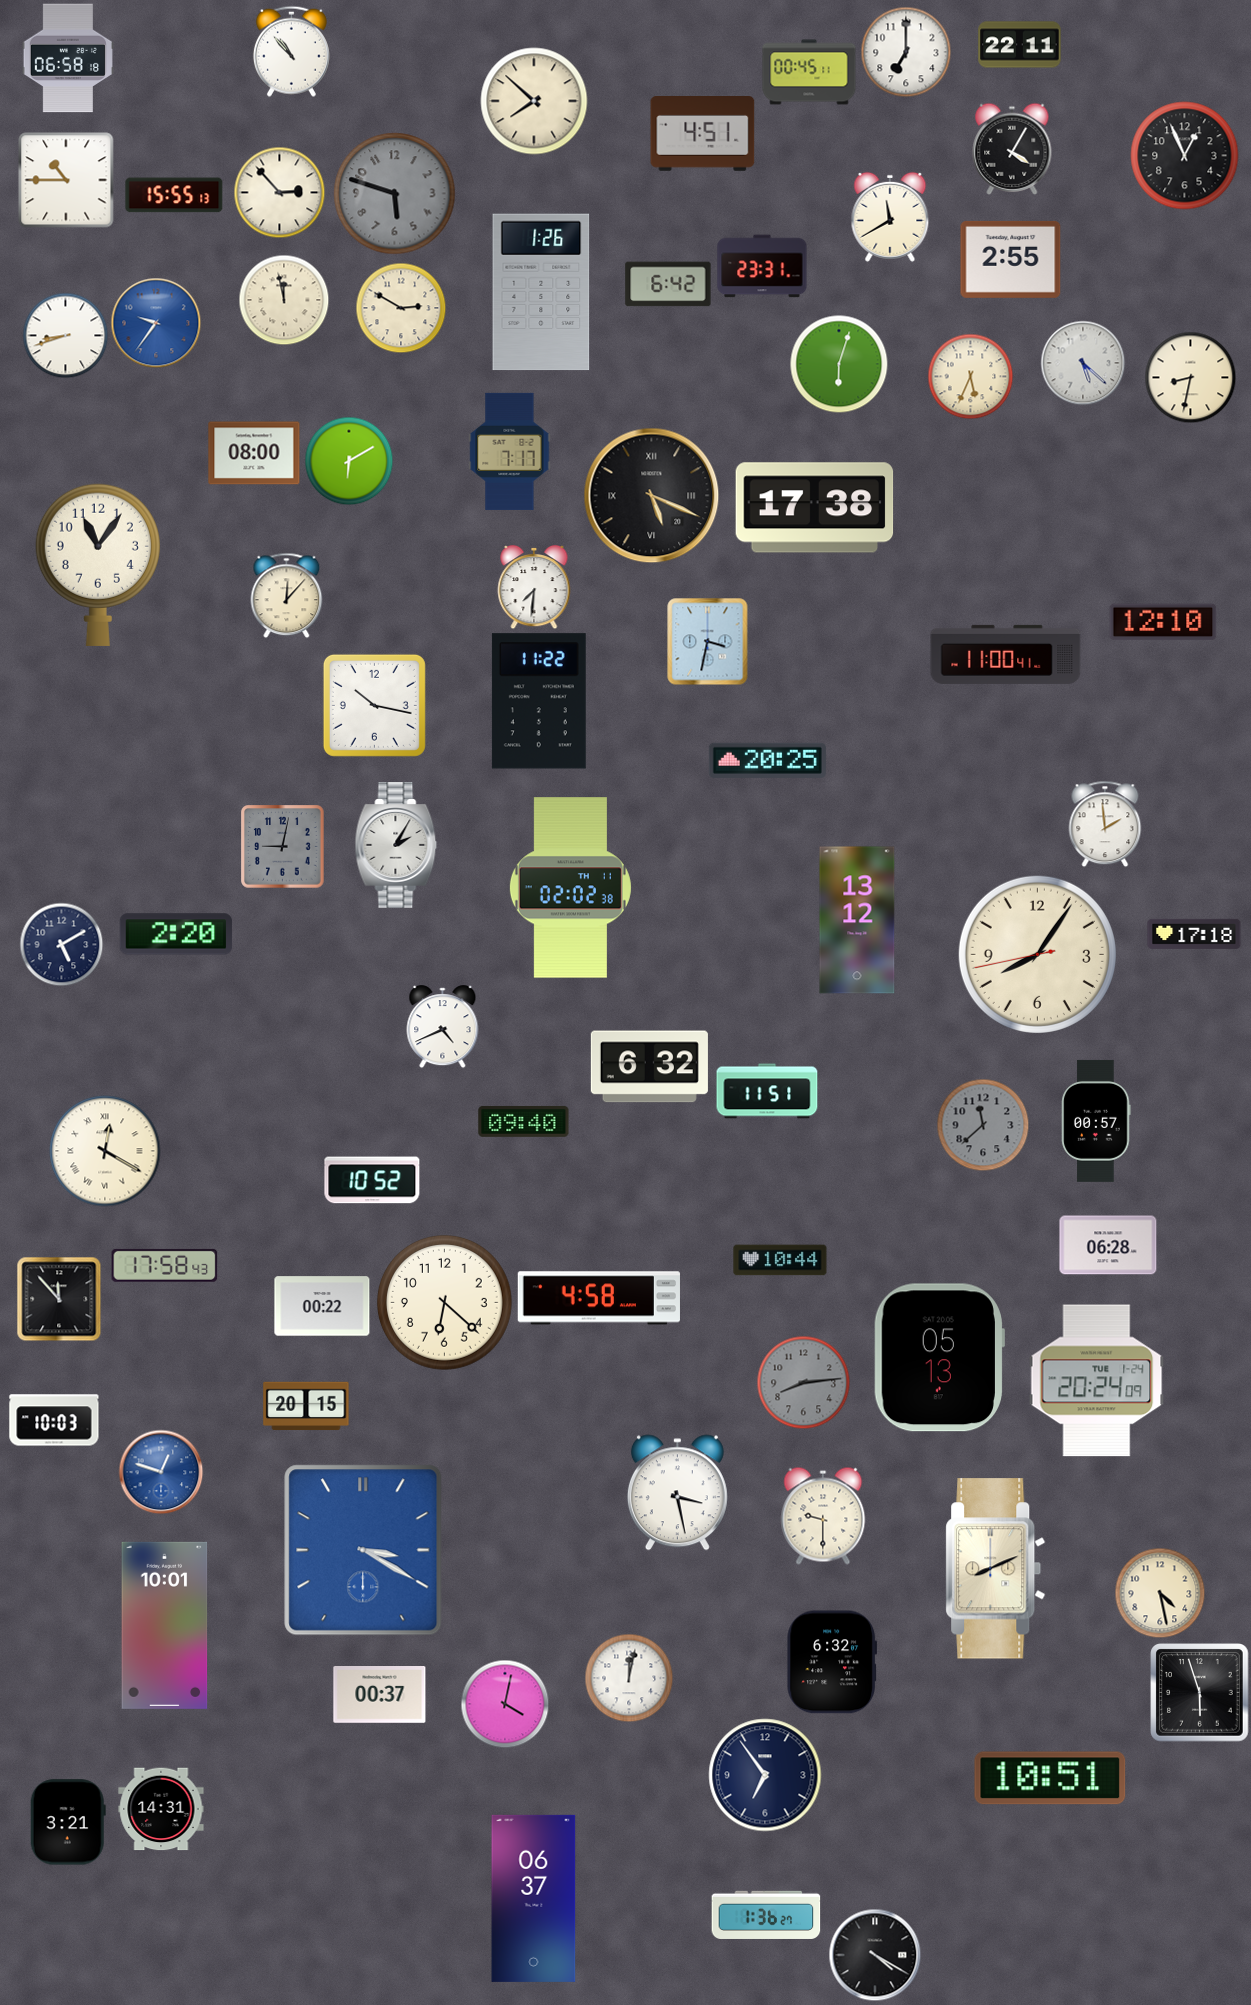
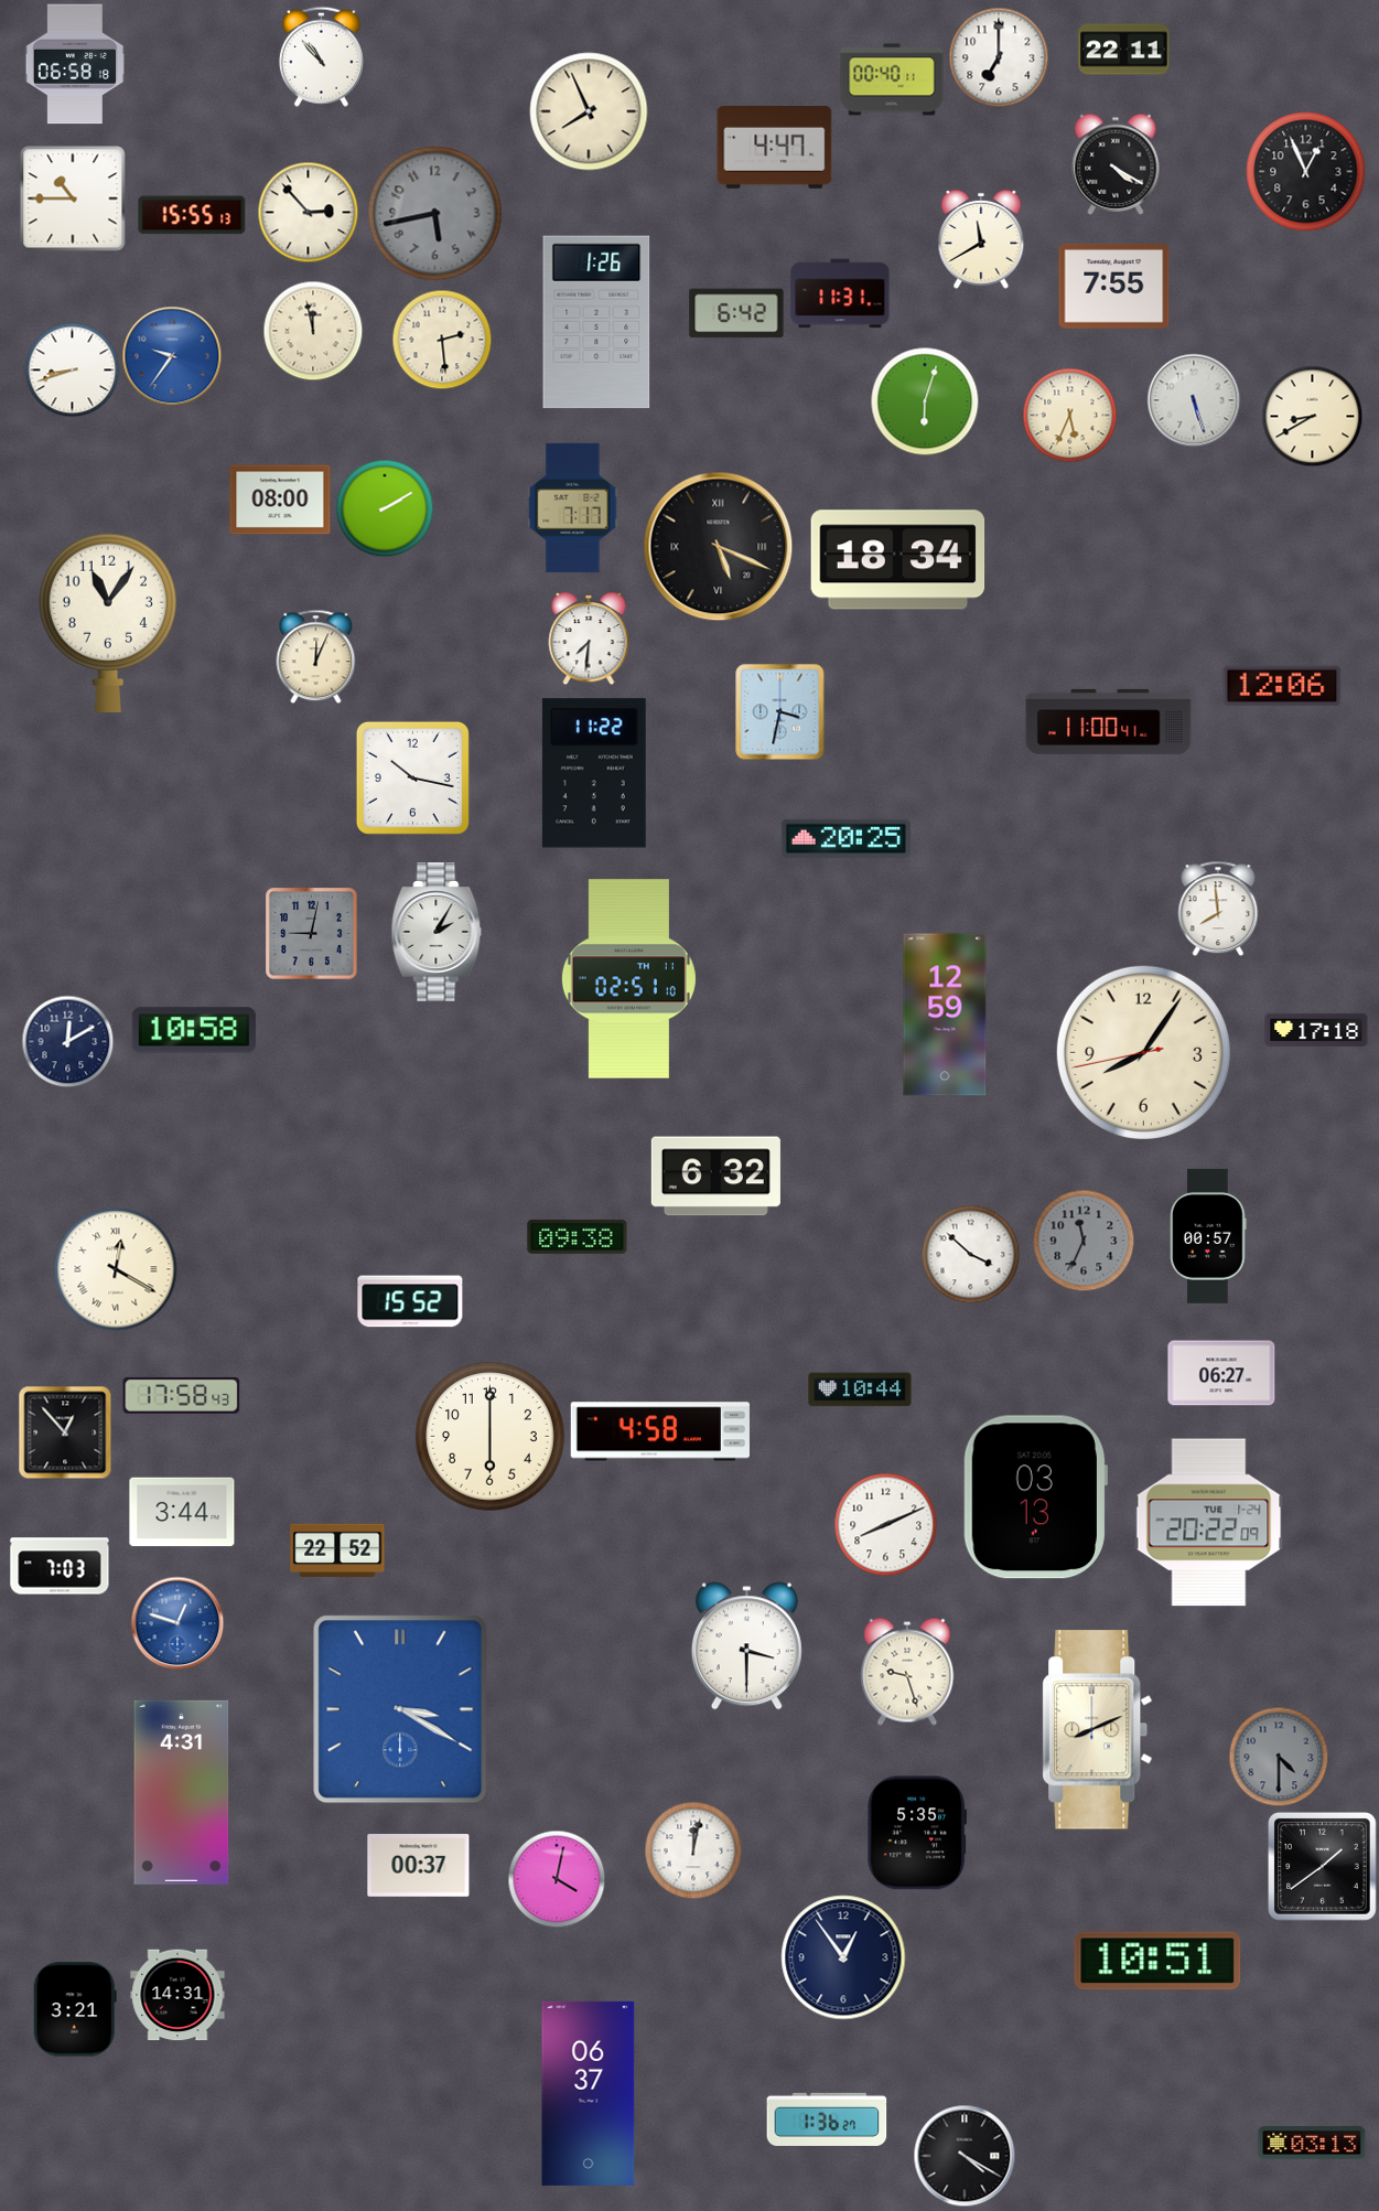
clock at (809, 72): 00:45 -> 00:40
clock at (534, 101): 7:52 -> 7:56
clock at (703, 134): 4:51 -> 4:47
clock at (1012, 149): 4:05 -> 4:20
clock at (395, 194): 5:48 -> 5:43
clock at (1011, 259): 2:55 -> 7:55
clock at (762, 266): 23:31 -> 11:31
clock at (401, 308): 2:50 -> 2:29
clock at (1083, 363): 5:22 -> 5:27
clock at (1190, 377): 8:32 -> 8:40
clock at (510, 451) position: (510, 451) -> (573, 507)
clock at (349, 461): 6:10 -> 2:10
clock at (815, 508): 17:38 -> 18:34
clock at (534, 587) position: (534, 587) -> (589, 638)
clock at (287, 595): 12:07 -> 12:04
clock at (1163, 622): 12:10 -> 12:06
clock at (708, 641) position: (708, 641) -> (780, 711)
clock at (1105, 824): 1:59 -> 7:59
clock at (570, 888): 02:02 -> 02:51
clock at (857, 920): 13:12 -> 12:59
clock at (176, 934): 2:20 -> 10:58
clock at (61, 944): 5:10 -> 12:10
clock at (443, 1027): 4:41 -> none
clock at (767, 1091): 11:51 -> none
clock at (524, 1122): 09:40 -> 09:38
clock at (983, 1125): 11:38 -> 11:34
clock at (970, 1254): none -> 3:52
clock at (372, 1180): 10:52 -> 15:52
clock at (1108, 1245): 06:28 -> 06:27
clock at (59, 1299): 11:53 -> 12:53
clock at (445, 1303): 6:22 -> 6:00
clock at (322, 1306): 00:22 -> none
clock at (939, 1358): 05:13 -> 03:13
clock at (182, 1512): none -> 3:44
clock at (1097, 1381): 20:24 -> 20:22
clock at (803, 1382): 8:14 -> 8:11
clock at (803, 1382) dial: grey -> white
clock at (306, 1406): 20:15 -> 22:52
clock at (54, 1420): 10:03 -> 7:03
clock at (677, 1493): 3:28 -> 3:30
clock at (823, 1516): 9:30 -> 9:27
clock at (1160, 1593): 4:28 -> 4:30
clock at (1160, 1593) dial: cream -> grey
clock at (165, 1625): 10:01 -> 4:31
clock at (832, 1662): 6:32 -> 5:35
clock at (1200, 1693): 5:57 -> 1:39
clock at (380, 1695) position: (380, 1695) -> (419, 1866)
clock at (765, 1775): 6:54 -> 12:54
clock at (766, 1915) position: (766, 1915) -> (827, 2119)
clock at (1312, 2144): none -> 03:13
